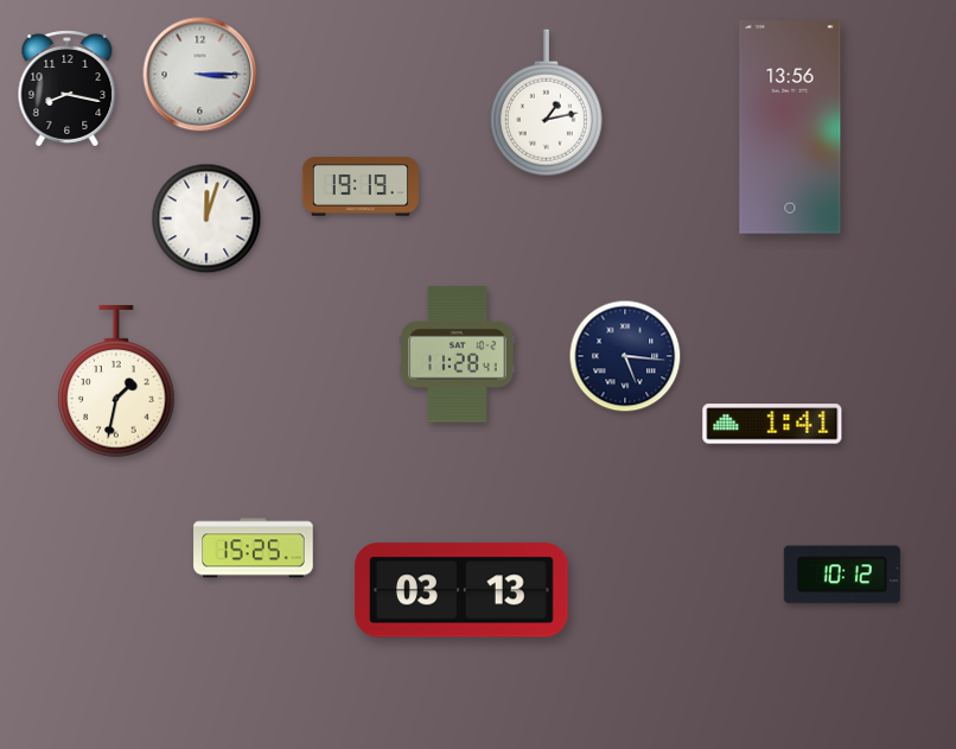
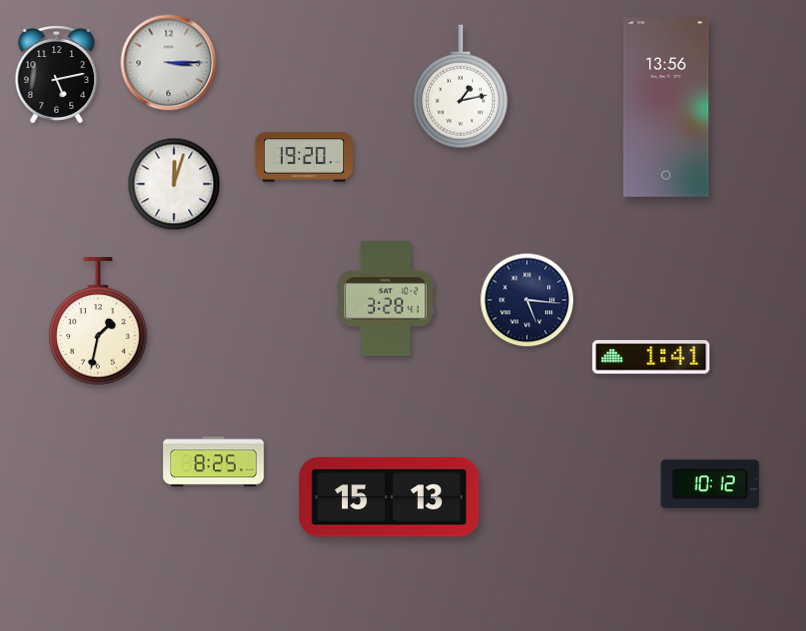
clock at (68, 89): 8:17 -> 5:13
clock at (361, 186): 19:19 -> 19:20
clock at (458, 355): 11:28 -> 3:28
clock at (254, 548): 15:25 -> 8:25
clock at (461, 590): 03:13 -> 15:13
